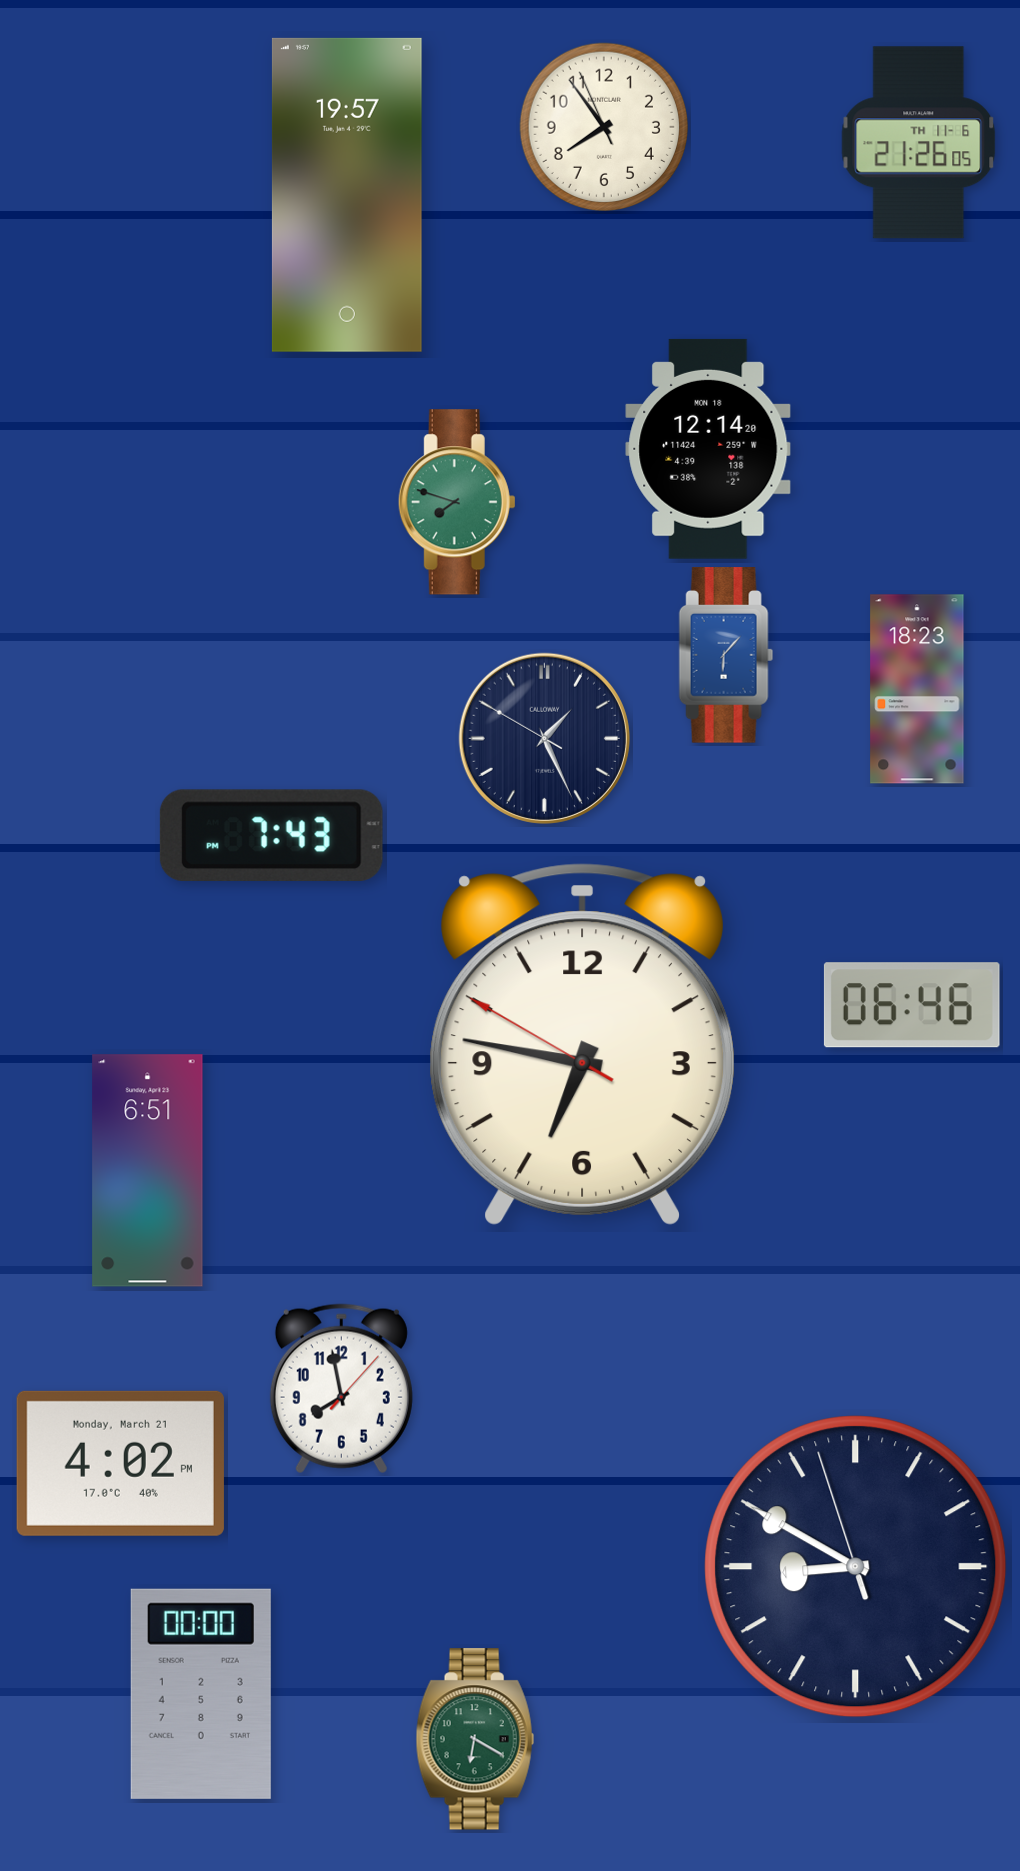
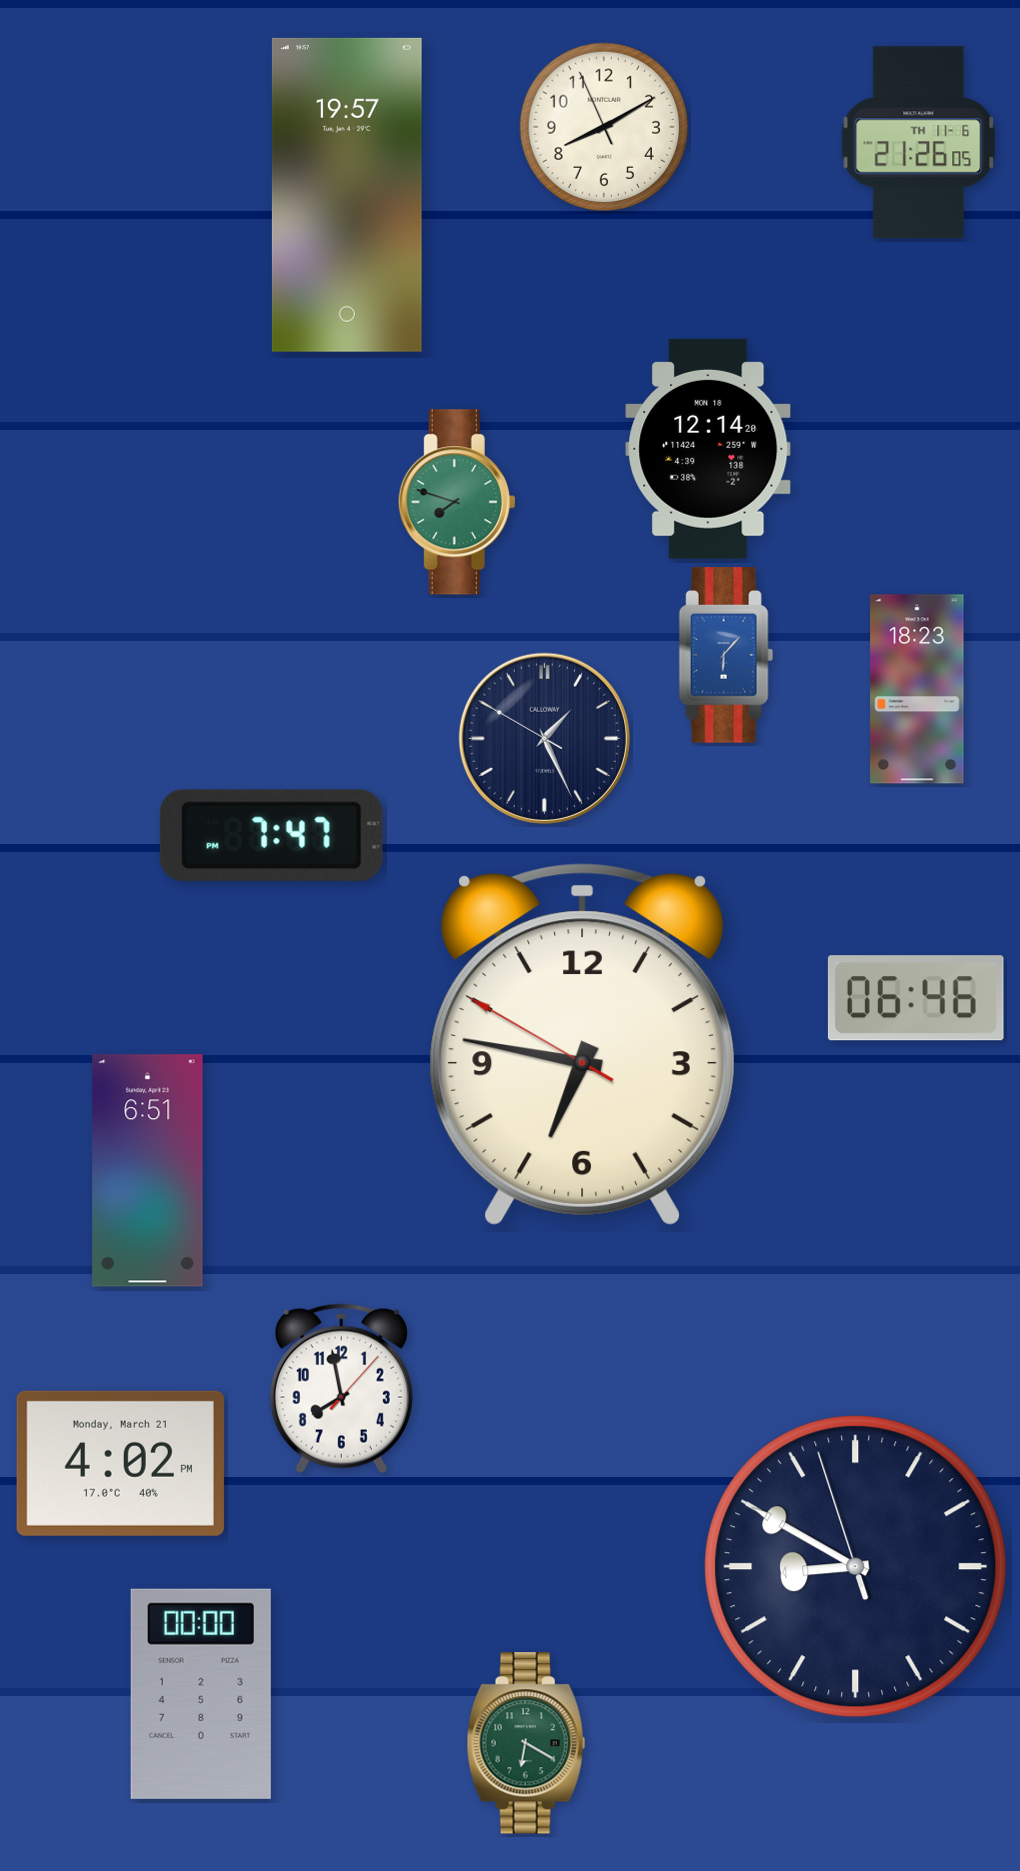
clock at (603, 126): 7:53 -> 8:09
clock at (271, 835): 7:43 -> 7:47
clock at (912, 1005) position: (912, 1005) -> (916, 998)
clock at (475, 1739) position: (475, 1739) -> (526, 1743)
